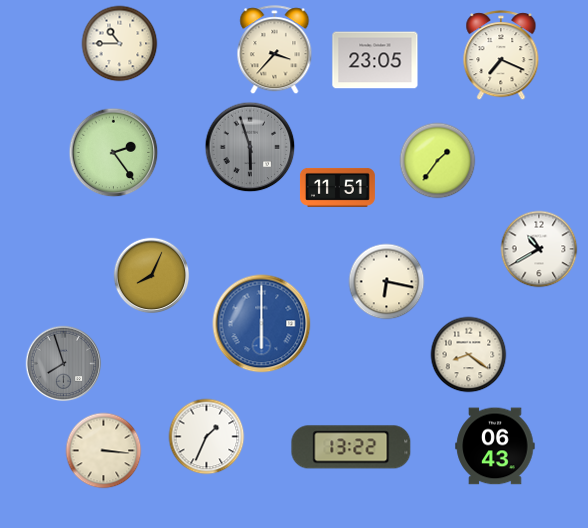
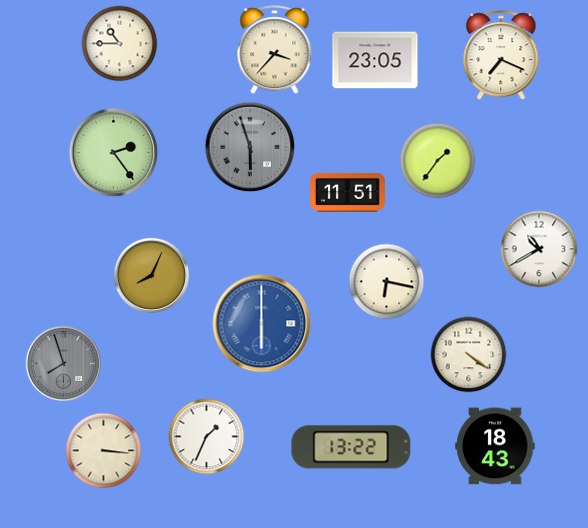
clock at (337, 187) position: (337, 187) -> (347, 192)
clock at (469, 355): 8:21 -> 4:21
clock at (495, 446): 06:43 -> 18:43
